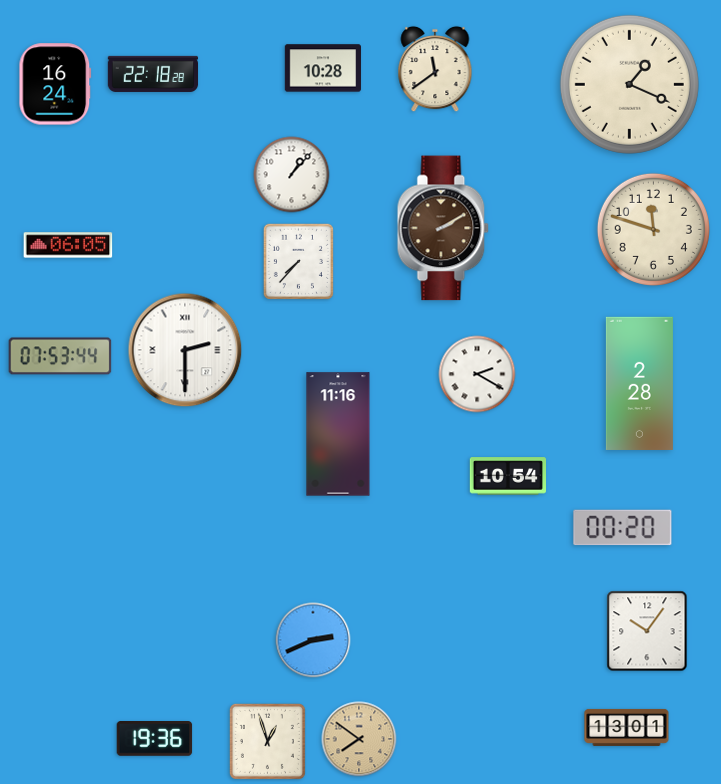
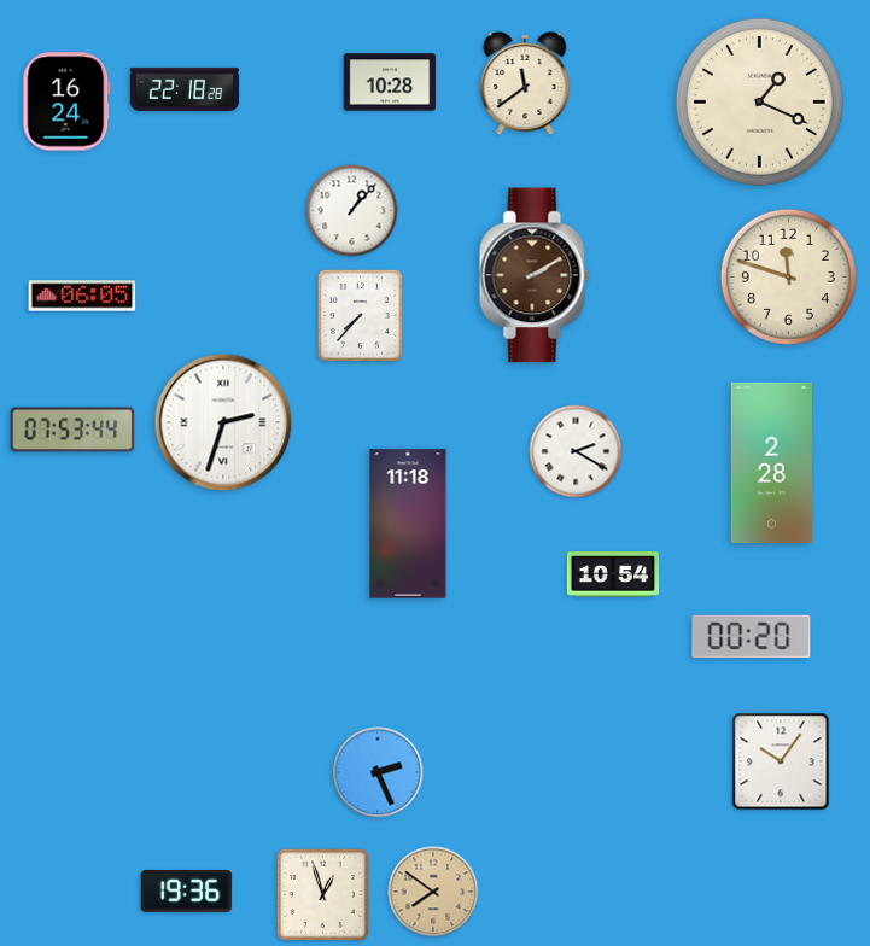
clock at (185, 350): 2:30 -> 2:33
clock at (338, 434): 11:16 -> 11:18
clock at (313, 640): 2:41 -> 2:26
clock at (627, 727): 13:01 -> none
